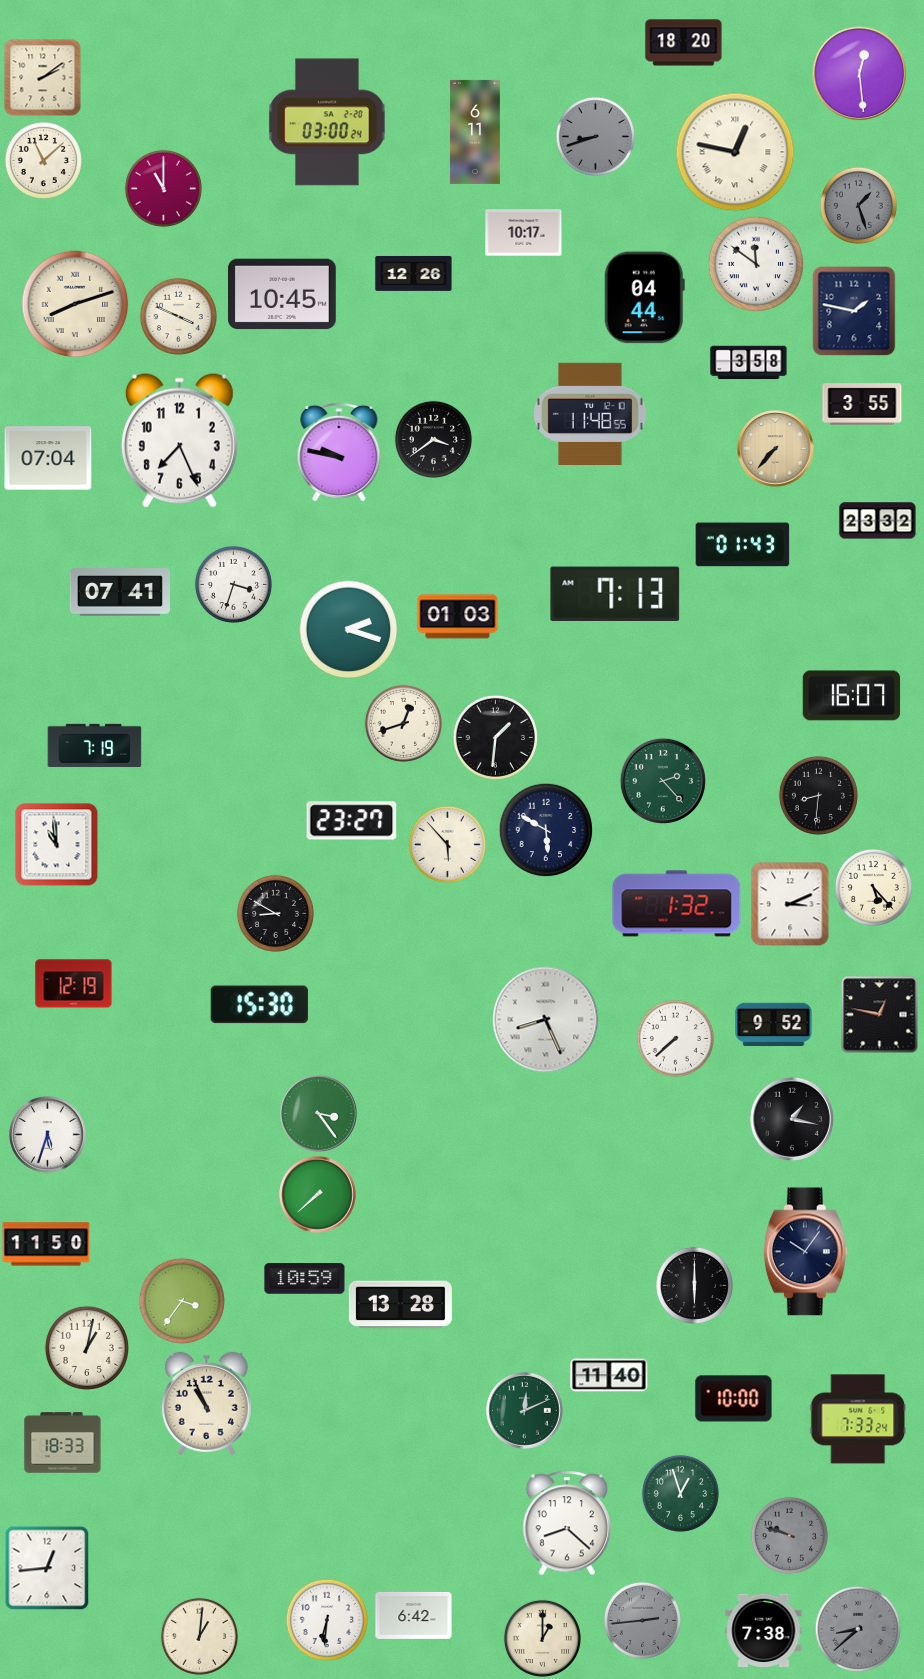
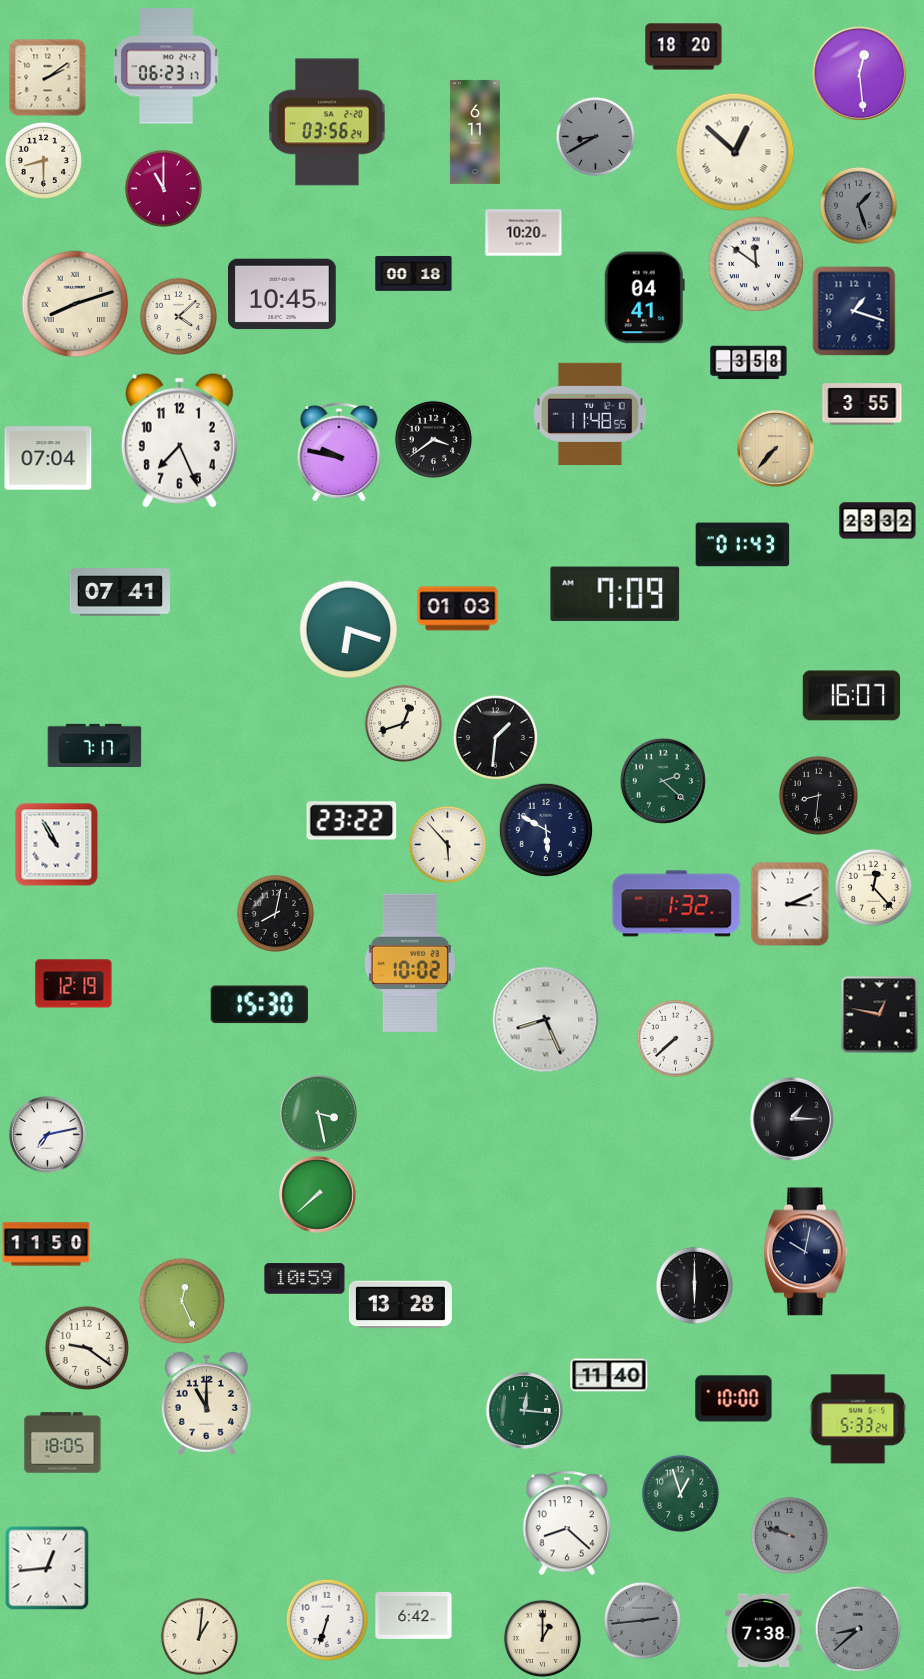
clock at (684, 43) position: (684, 43) -> (684, 47)
clock at (166, 66): none -> 06:23
clock at (42, 77) position: (42, 77) -> (47, 77)
clock at (327, 122): 03:00 -> 03:56
clock at (595, 136): 8:42 -> 8:40
clock at (735, 152): 12:47 -> 12:52
clock at (43, 160): 11:08 -> 8:30
clock at (524, 233): 10:17 -> 10:20
clock at (414, 273): 12:26 -> 00:18
clock at (644, 298): 04:44 -> 04:41
clock at (854, 311): 1:47 -> 1:18
clock at (178, 316): 3:49 -> 4:08
clock at (233, 584): 3:33 -> none
clock at (615, 594): 7:13 -> 7:09
clock at (458, 617) position: (458, 617) -> (458, 609)
clock at (349, 630): 2:18 -> 6:18
clock at (95, 746): 7:19 -> 7:17
clock at (663, 781): 2:23 -> 2:22
clock at (352, 821): 23:27 -> 23:22
clock at (57, 845): 10:59 -> 10:55
clock at (873, 887): 5:23 -> 12:23
clock at (275, 913): 8:50 -> 8:02
clock at (410, 962): none -> 10:02
clock at (774, 1025): 9:52 -> none
clock at (319, 1114): 3:24 -> 3:28
clock at (792, 1119): 1:17 -> 1:15
clock at (48, 1135): 5:33 -> 7:13
clock at (805, 1252): 10:06 -> 10:02
clock at (182, 1301): 3:36 -> 12:26
clock at (87, 1348): 1:02 -> 9:21
clock at (206, 1404): 10:56 -> 11:00
clock at (525, 1411): 12:11 -> 12:16
clock at (858, 1419): 7:33 -> 5:33
clock at (63, 1443): 18:33 -> 18:05
clock at (327, 1620): 6:31 -> 6:33
